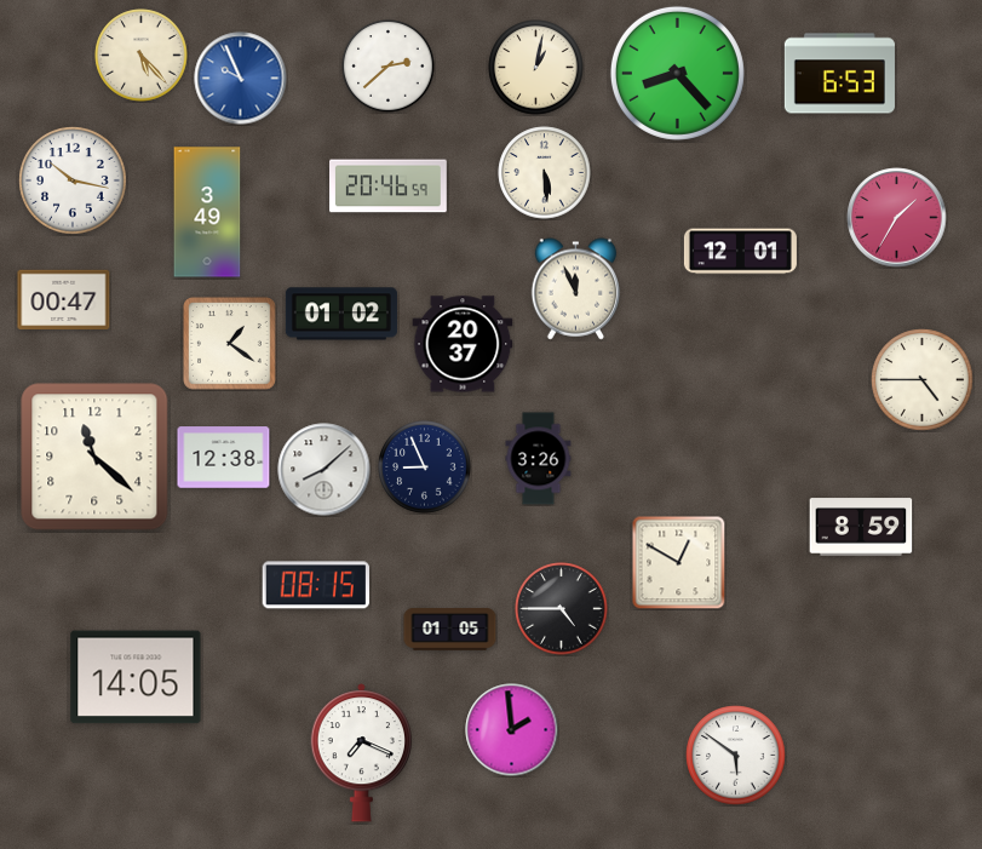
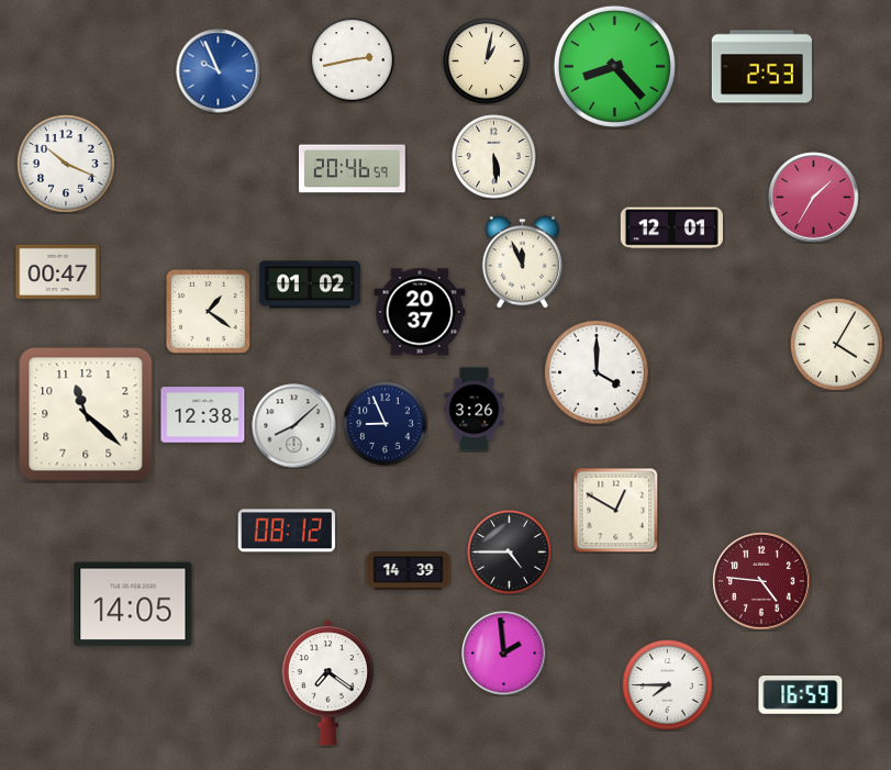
clock at (142, 56): 5:23 -> none
clock at (389, 67): 2:38 -> 2:43
clock at (839, 74): 6:53 -> 2:53
clock at (73, 180): 10:17 -> 10:19
clock at (207, 212): 3:49 -> none
clock at (923, 380): 4:45 -> 4:05
clock at (598, 373): none -> 4:00
clock at (539, 459) position: (539, 459) -> (475, 410)
clock at (861, 527): 8:59 -> none
clock at (316, 585): 08:15 -> 08:12
clock at (450, 630): 01:05 -> 14:39
clock at (761, 581): none -> 4:46
clock at (136, 677) position: (136, 677) -> (133, 604)
clock at (512, 730) position: (512, 730) -> (504, 654)
clock at (361, 753): 7:19 -> 7:21
clock at (736, 756): 5:51 -> 7:45
clock at (801, 695): none -> 16:59
